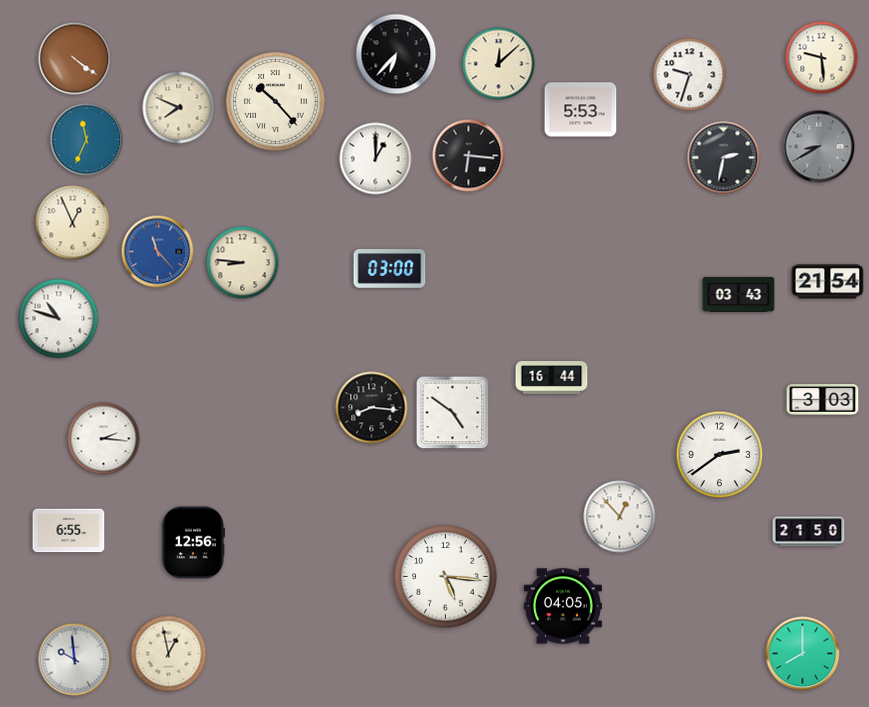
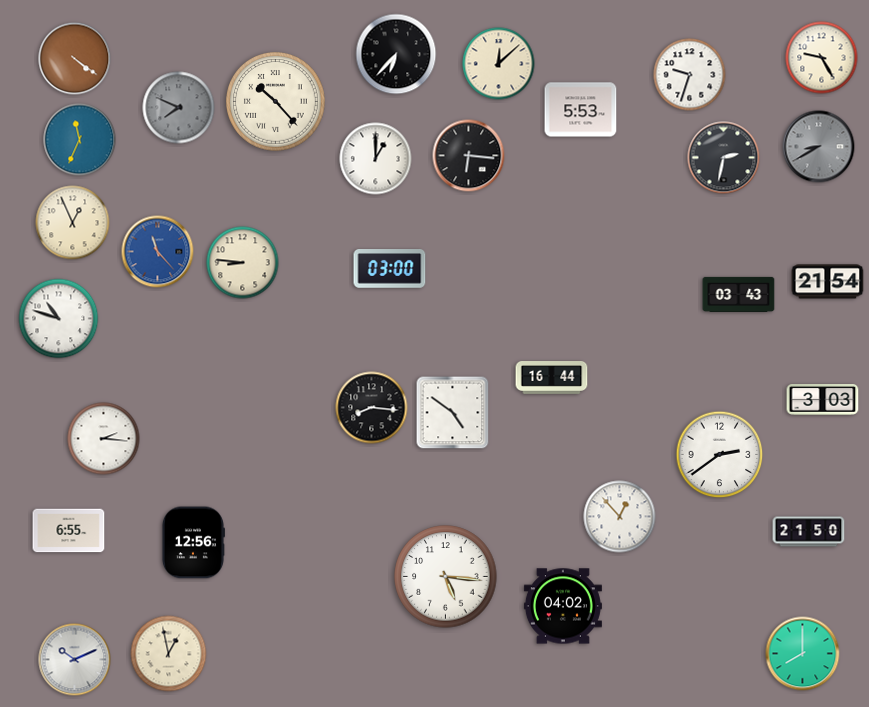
clock at (822, 58): 9:29 -> 9:25
clock at (179, 108) dial: cream -> grey
clock at (87, 140) position: (87, 140) -> (80, 140)
clock at (563, 606): 04:05 -> 04:02
clock at (75, 660): 9:59 -> 10:11
